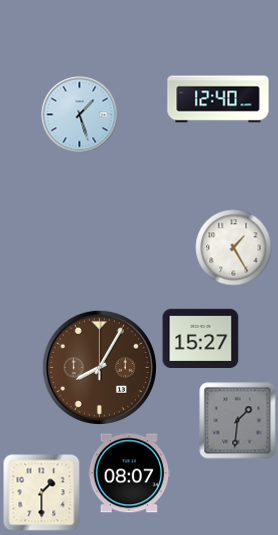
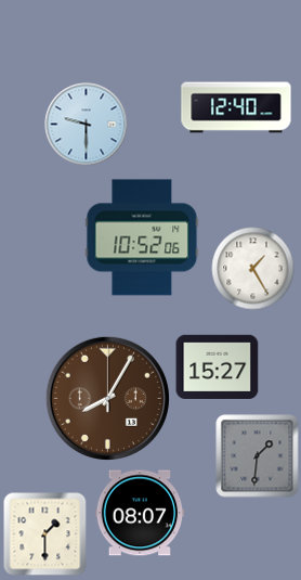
clock at (80, 115): 1:27 -> 9:30
clock at (142, 237): none -> 10:52
